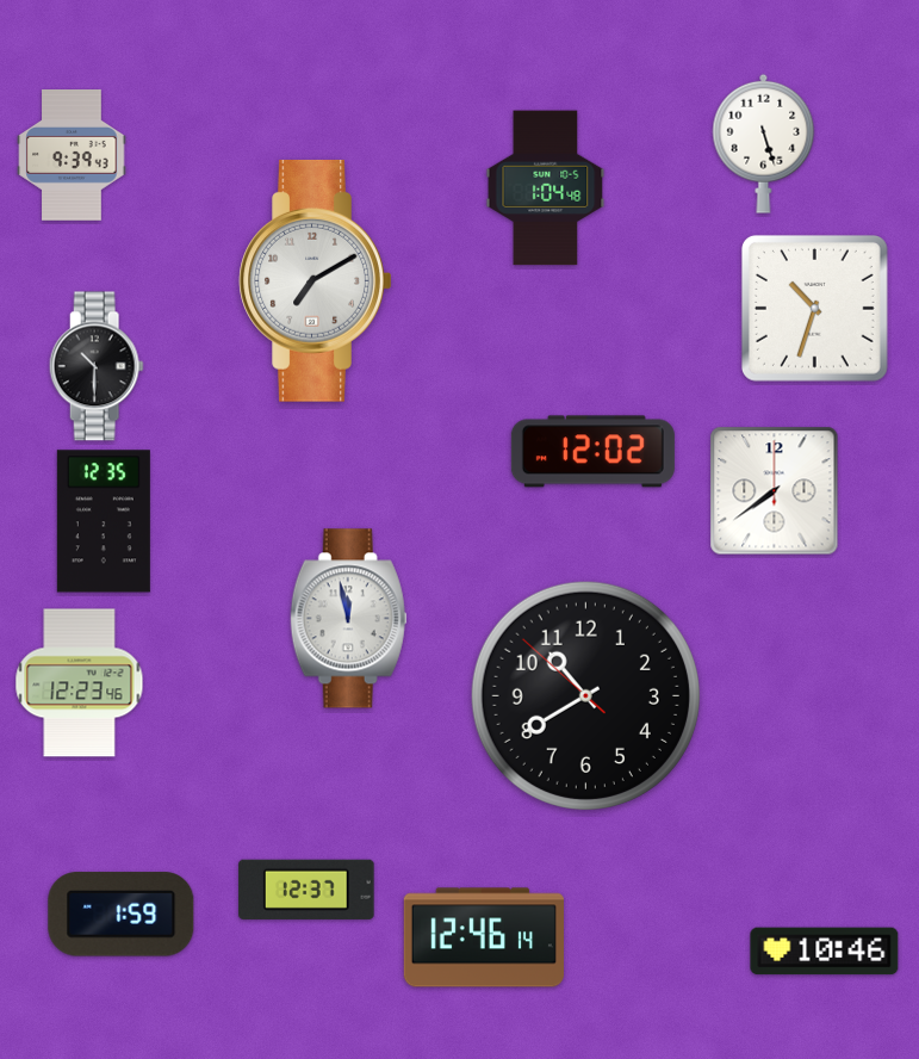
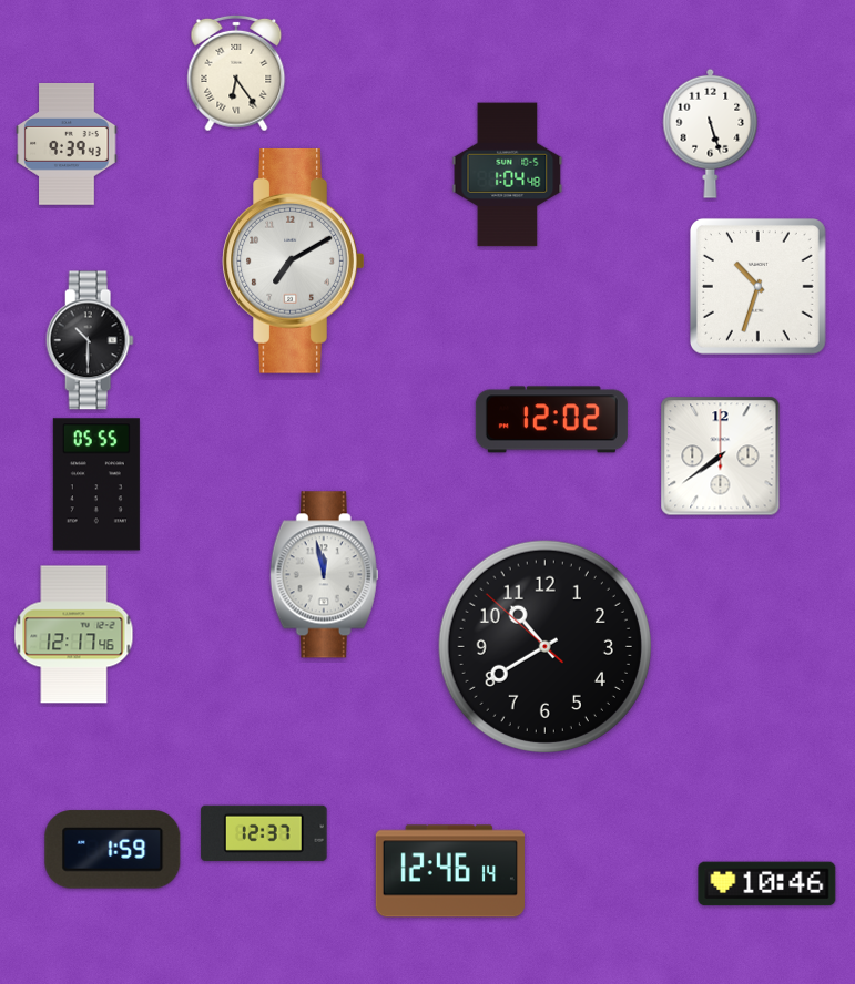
clock at (236, 73): none -> 6:24
clock at (104, 521): 12:35 -> 05:55
clock at (80, 683): 12:23 -> 12:17
clock at (306, 890) position: (306, 890) -> (264, 833)
